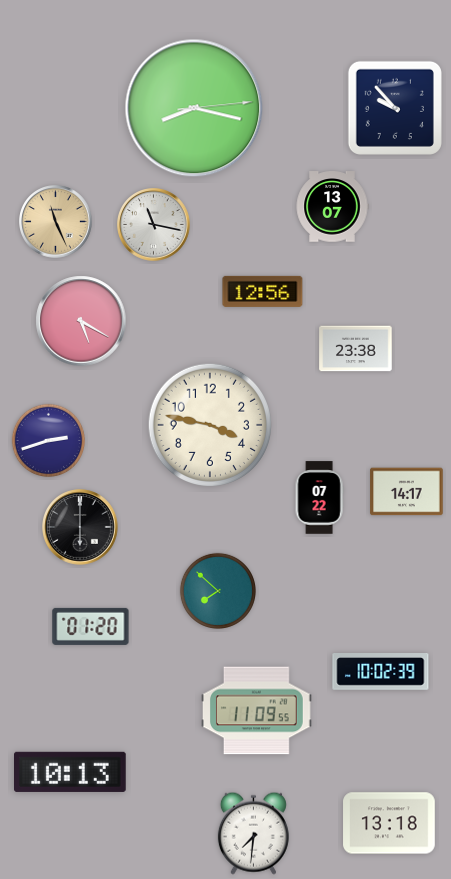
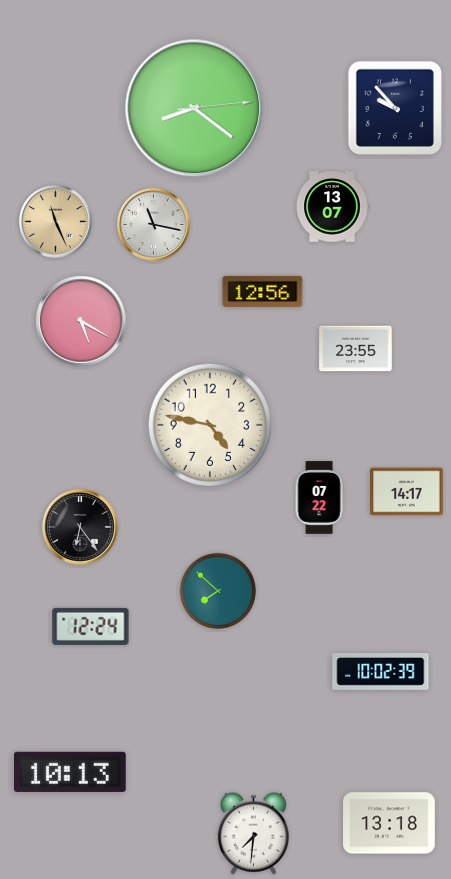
clock at (194, 108): 8:17 -> 8:21
clock at (356, 349): 23:38 -> 23:55
clock at (209, 424): 3:47 -> 4:47
clock at (48, 440): 2:42 -> none
clock at (80, 527): 6:00 -> 6:24
clock at (91, 626): 01:20 -> 12:24
clock at (257, 711): 11:09 -> none
